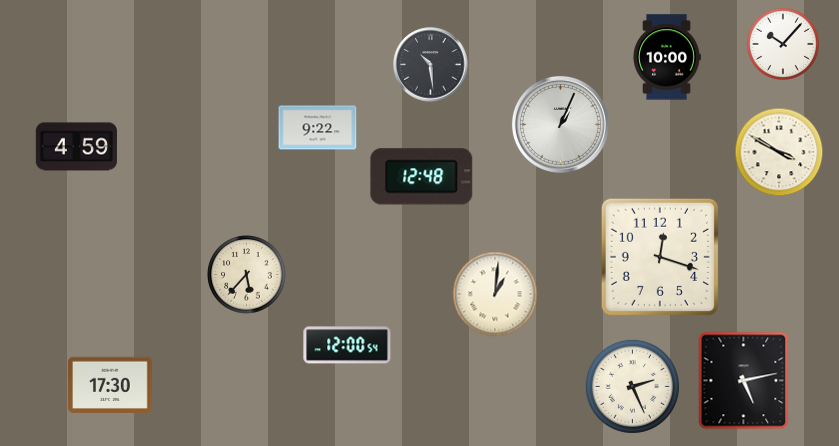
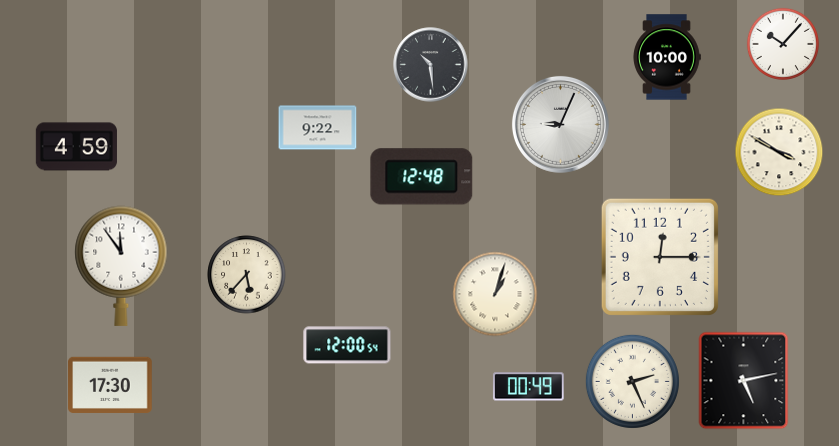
clock at (560, 124): 1:04 -> 9:04
clock at (660, 257): 12:18 -> 12:15
clock at (121, 266): none -> 11:54
clock at (495, 294): 1:01 -> 1:03
clock at (632, 386) position: (632, 386) -> (632, 381)
clock at (528, 387): none -> 00:49
